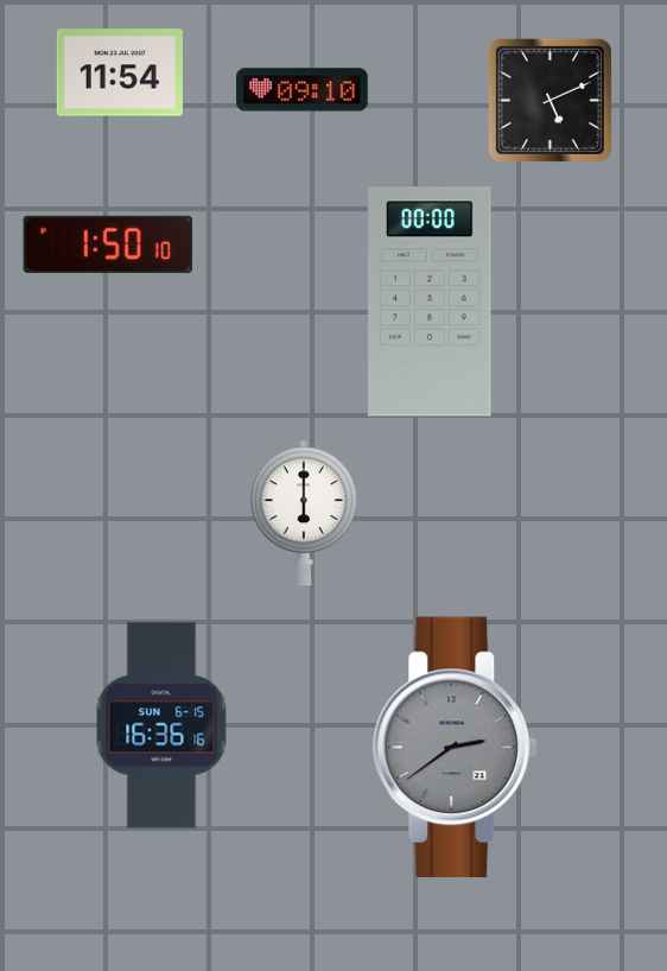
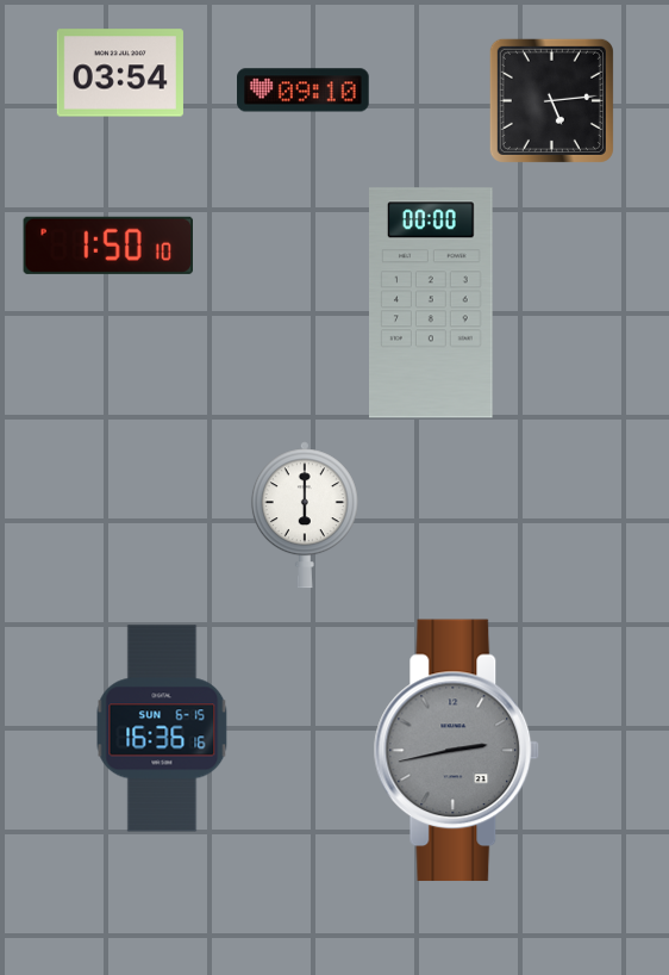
clock at (120, 72): 11:54 -> 03:54
clock at (550, 100): 5:11 -> 5:14
clock at (456, 748): 2:39 -> 2:43
